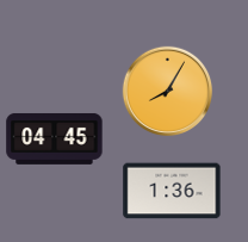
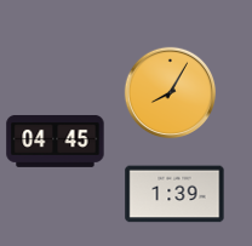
clock at (172, 191): 1:36 -> 1:39
